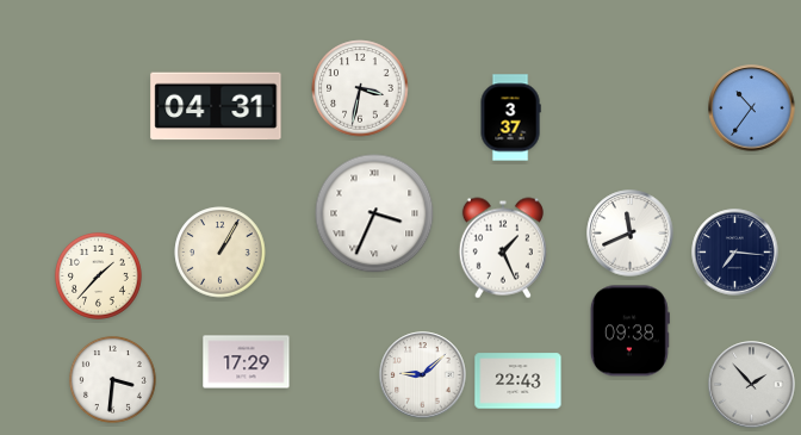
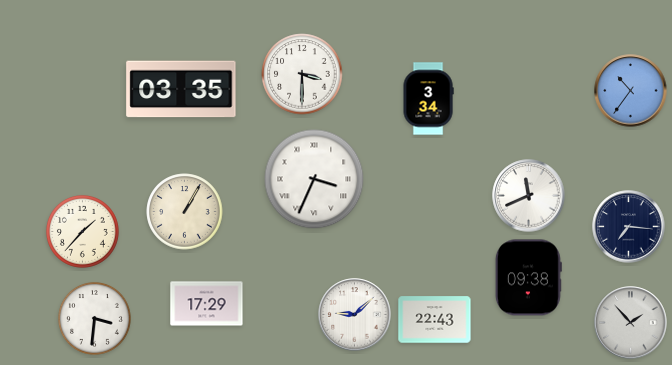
clock at (360, 88): 3:32 -> 3:30
clock at (216, 106): 04:31 -> 03:35
clock at (510, 118): 3:37 -> 3:34
clock at (503, 248): 1:26 -> none
clock at (735, 253) position: (735, 253) -> (629, 227)
